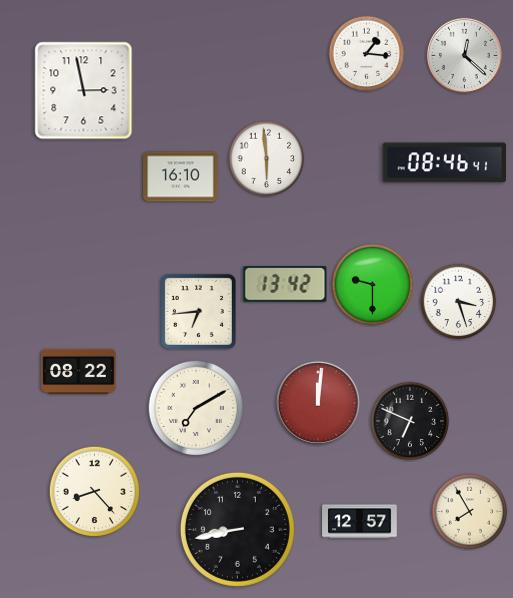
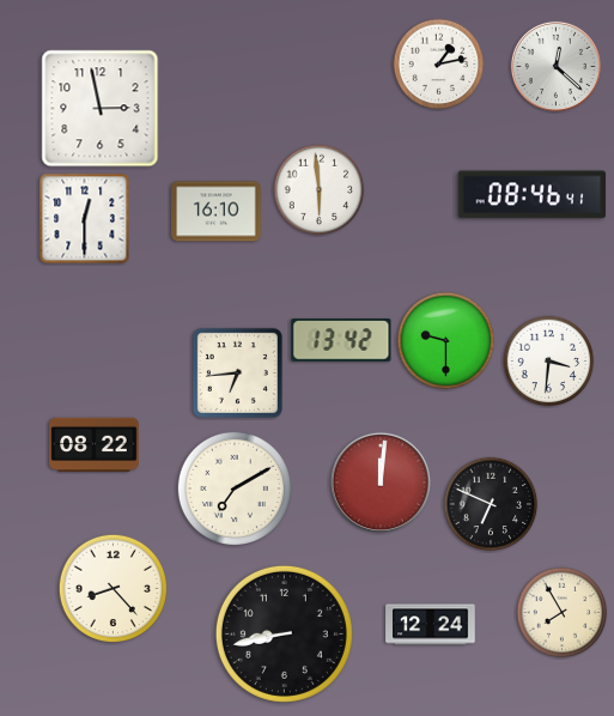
clock at (367, 54): 1:16 -> 1:13
clock at (85, 219): none -> 12:30
clock at (459, 302): 3:27 -> 3:31
clock at (360, 522): 12:57 -> 12:24
